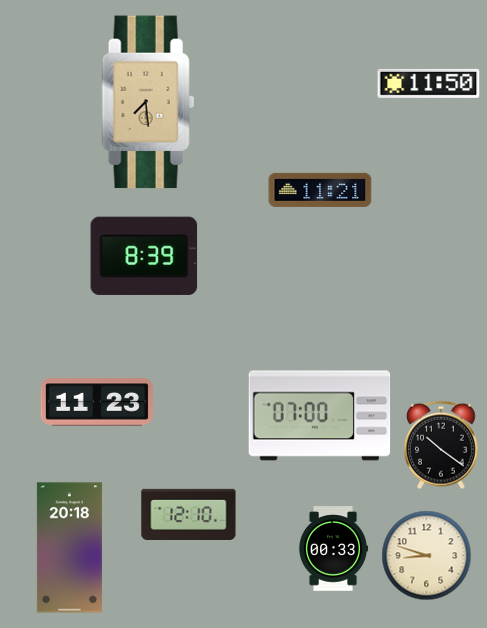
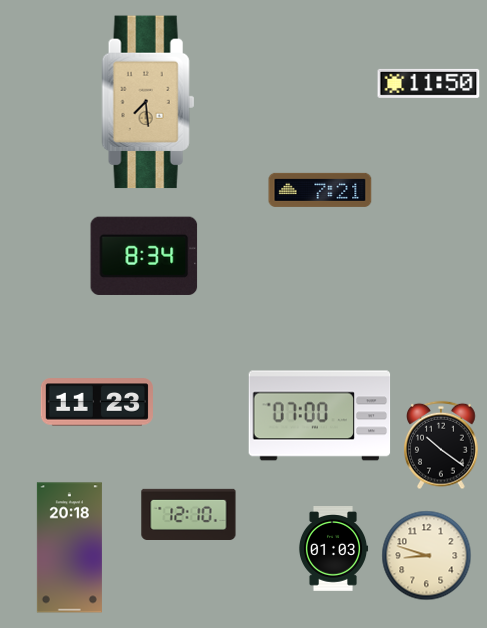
clock at (320, 190): 11:21 -> 7:21
clock at (144, 256): 8:39 -> 8:34
clock at (333, 549): 00:33 -> 01:03
